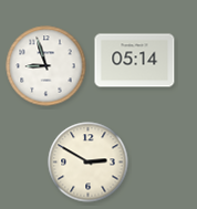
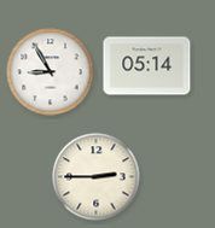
clock at (46, 66): 8:57 -> 8:55
clock at (89, 163): 2:50 -> 2:45
